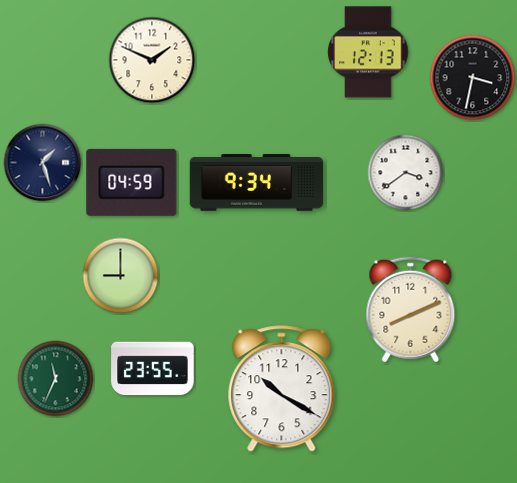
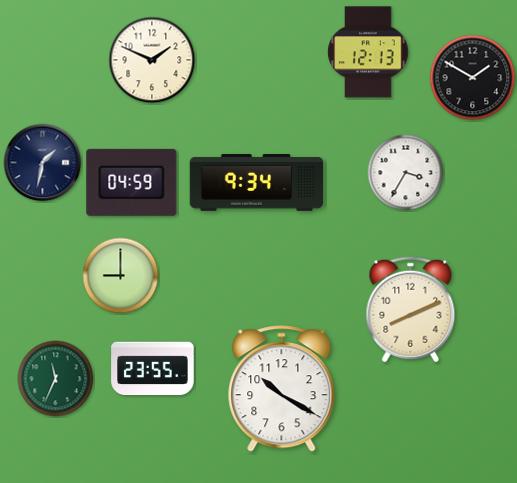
clock at (473, 78): 3:32 -> 1:50
clock at (43, 163): 1:27 -> 1:32
clock at (406, 173): 3:39 -> 3:35
